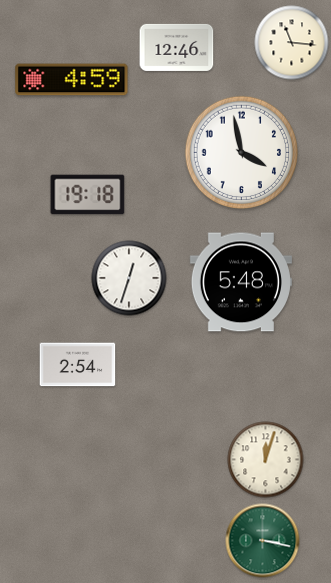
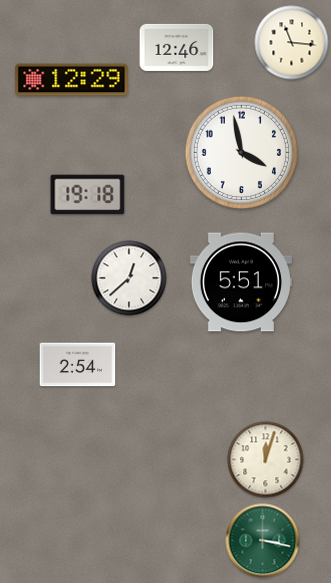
clock at (72, 80): 4:59 -> 12:29
clock at (129, 278): 12:33 -> 12:38
clock at (241, 282): 5:48 -> 5:51
